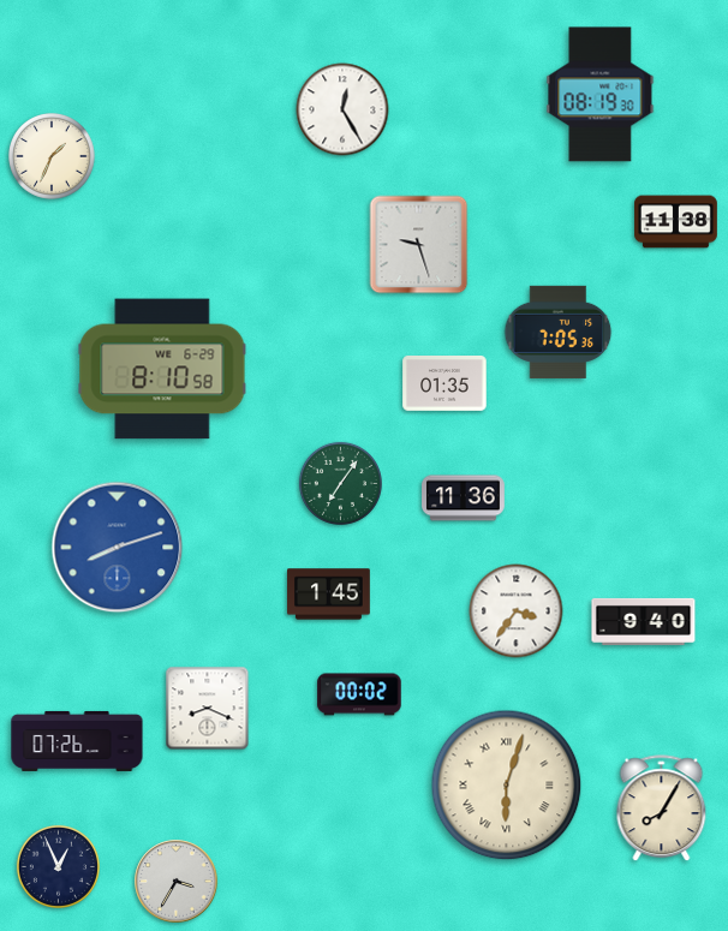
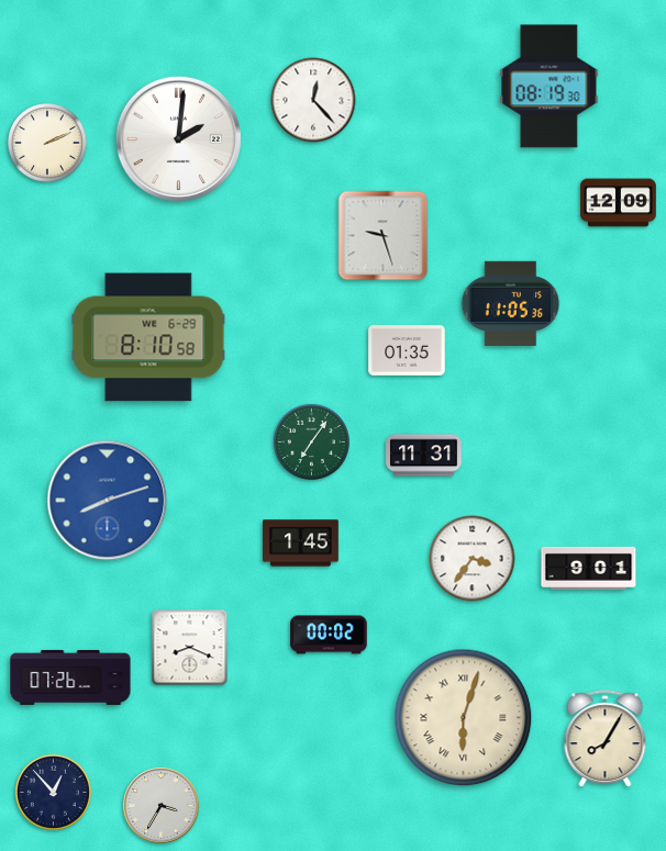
clock at (342, 109): 12:25 -> 12:23
clock at (178, 138): none -> 2:01
clock at (53, 157): 1:34 -> 2:11
clock at (676, 222): 11:38 -> 12:09
clock at (419, 245) position: (419, 245) -> (384, 236)
clock at (559, 332): 7:05 -> 11:05
clock at (464, 499): 11:36 -> 11:31
clock at (644, 621): 9:40 -> 9:01
clock at (58, 866): 12:56 -> 12:53
